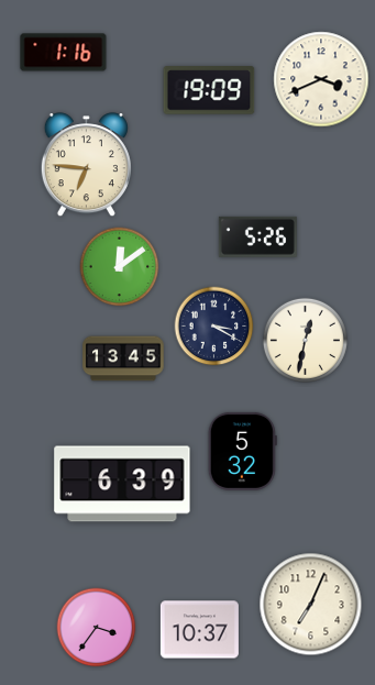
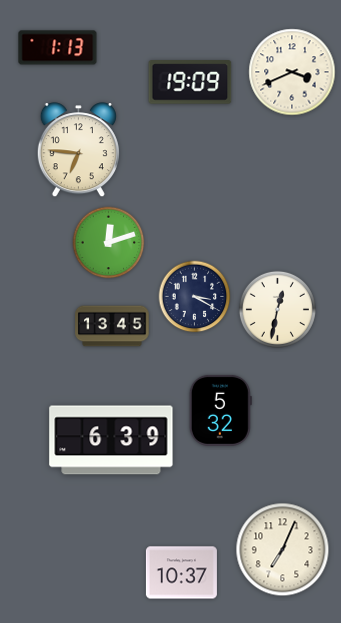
clock at (64, 53): 1:16 -> 1:13
clock at (257, 236): 5:26 -> none
clock at (120, 267): 12:09 -> 12:12
clock at (97, 628): 3:36 -> none
